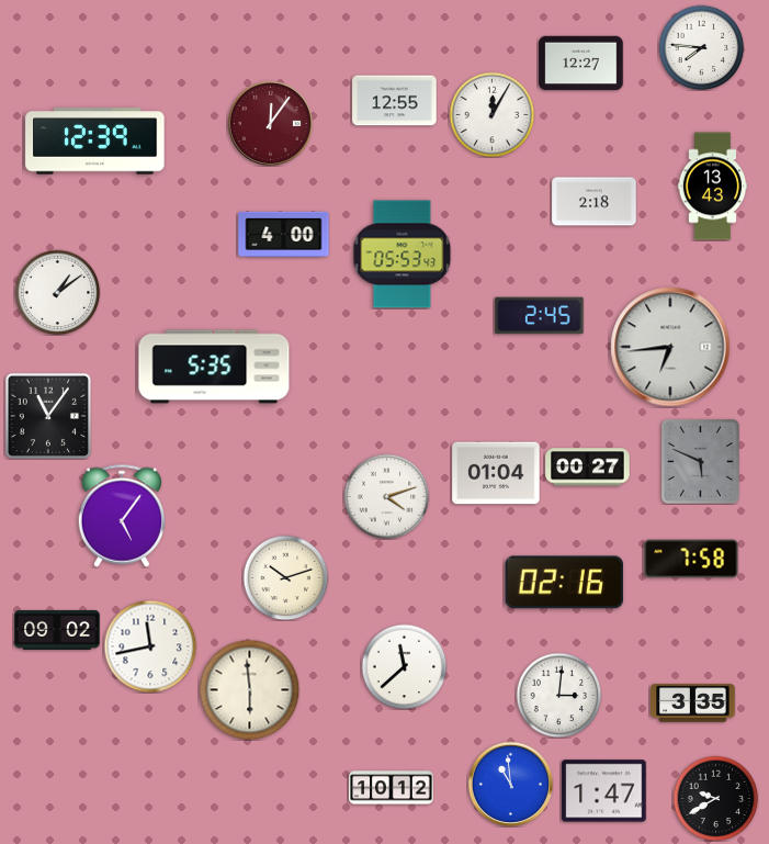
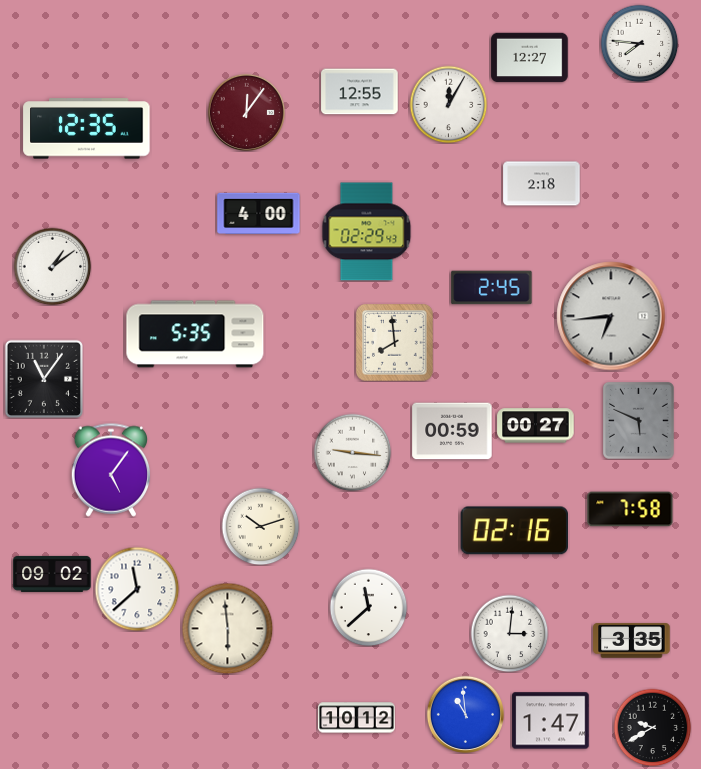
clock at (95, 142): 12:39 -> 12:35
clock at (713, 187): 13:43 -> none
clock at (403, 255): 05:53 -> 02:29
clock at (395, 343): none -> 7:59
clock at (496, 473): 01:04 -> 00:59
clock at (386, 496): 4:12 -> 9:16
clock at (150, 646): 11:43 -> 11:38
